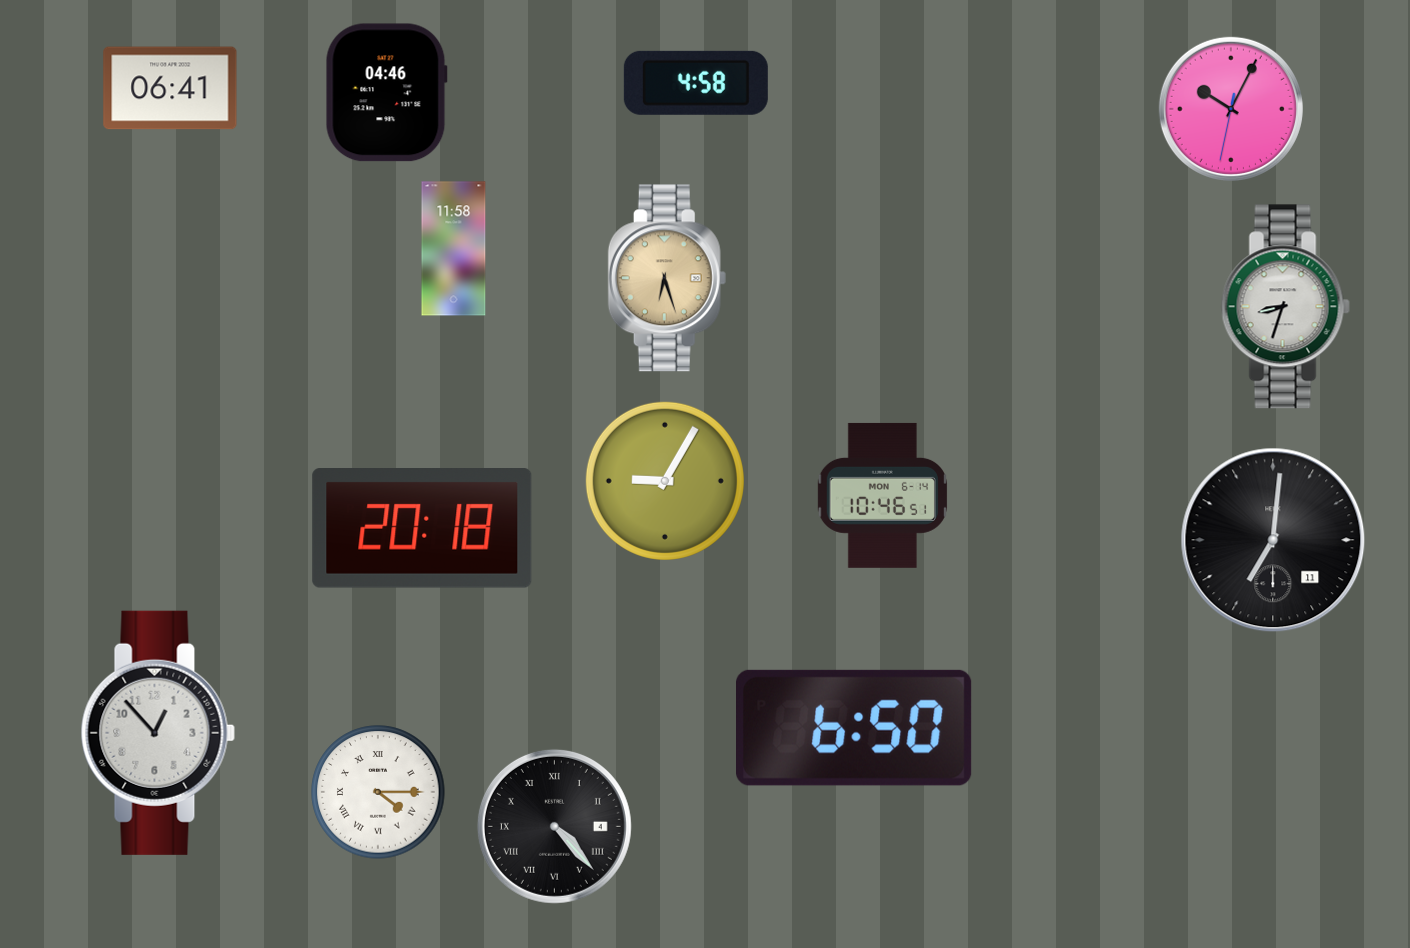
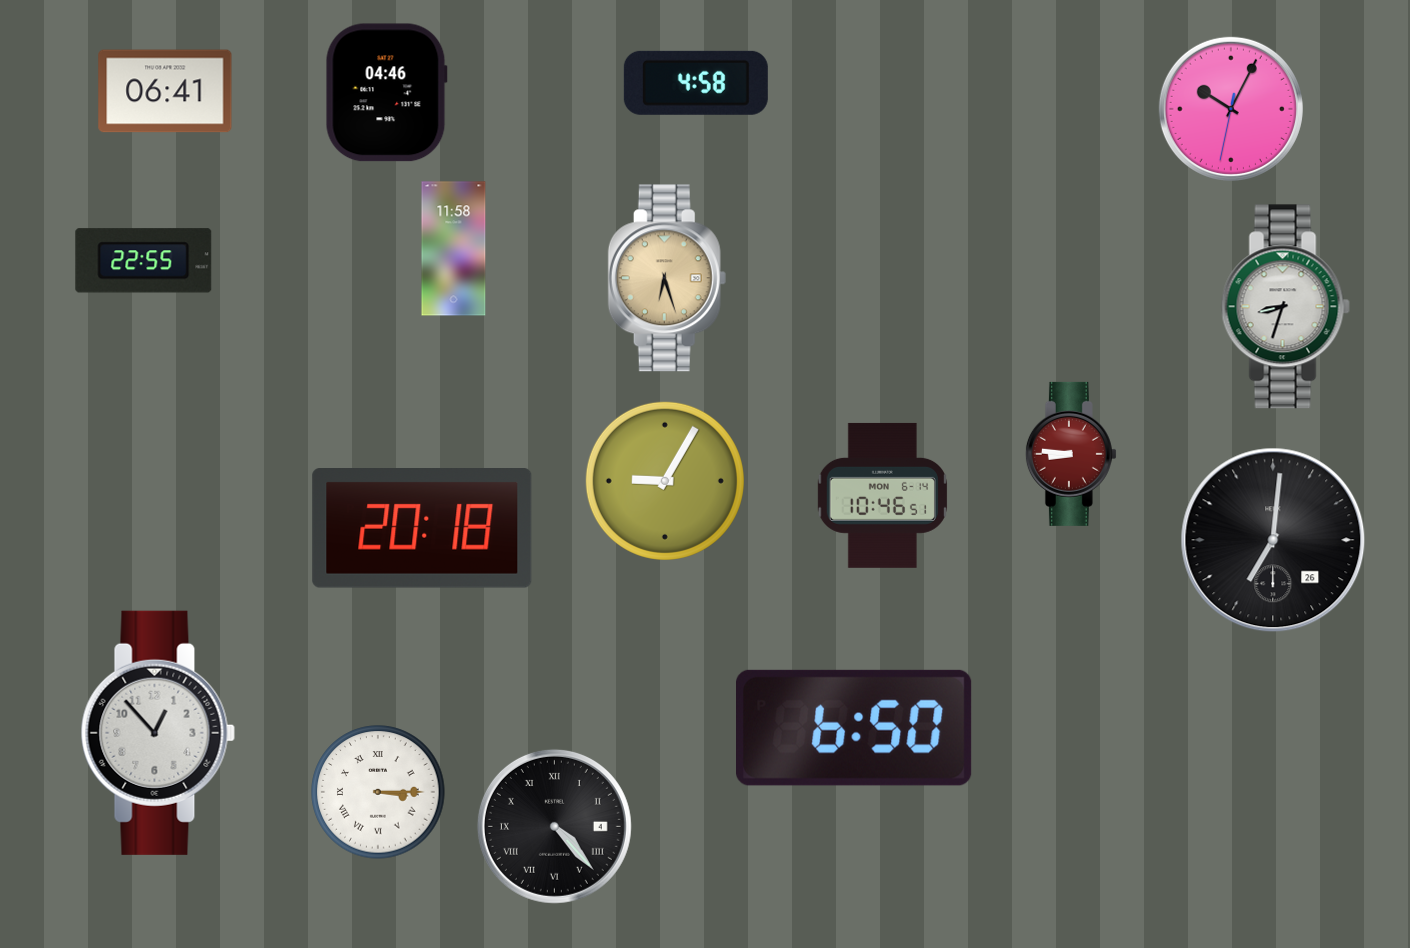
clock at (170, 88) position: (170, 88) -> (165, 91)
clock at (144, 261): none -> 22:55
clock at (1071, 454): none -> 8:46
clock at (1273, 540) date: 11 -> 26
clock at (378, 792): 4:15 -> 3:15
